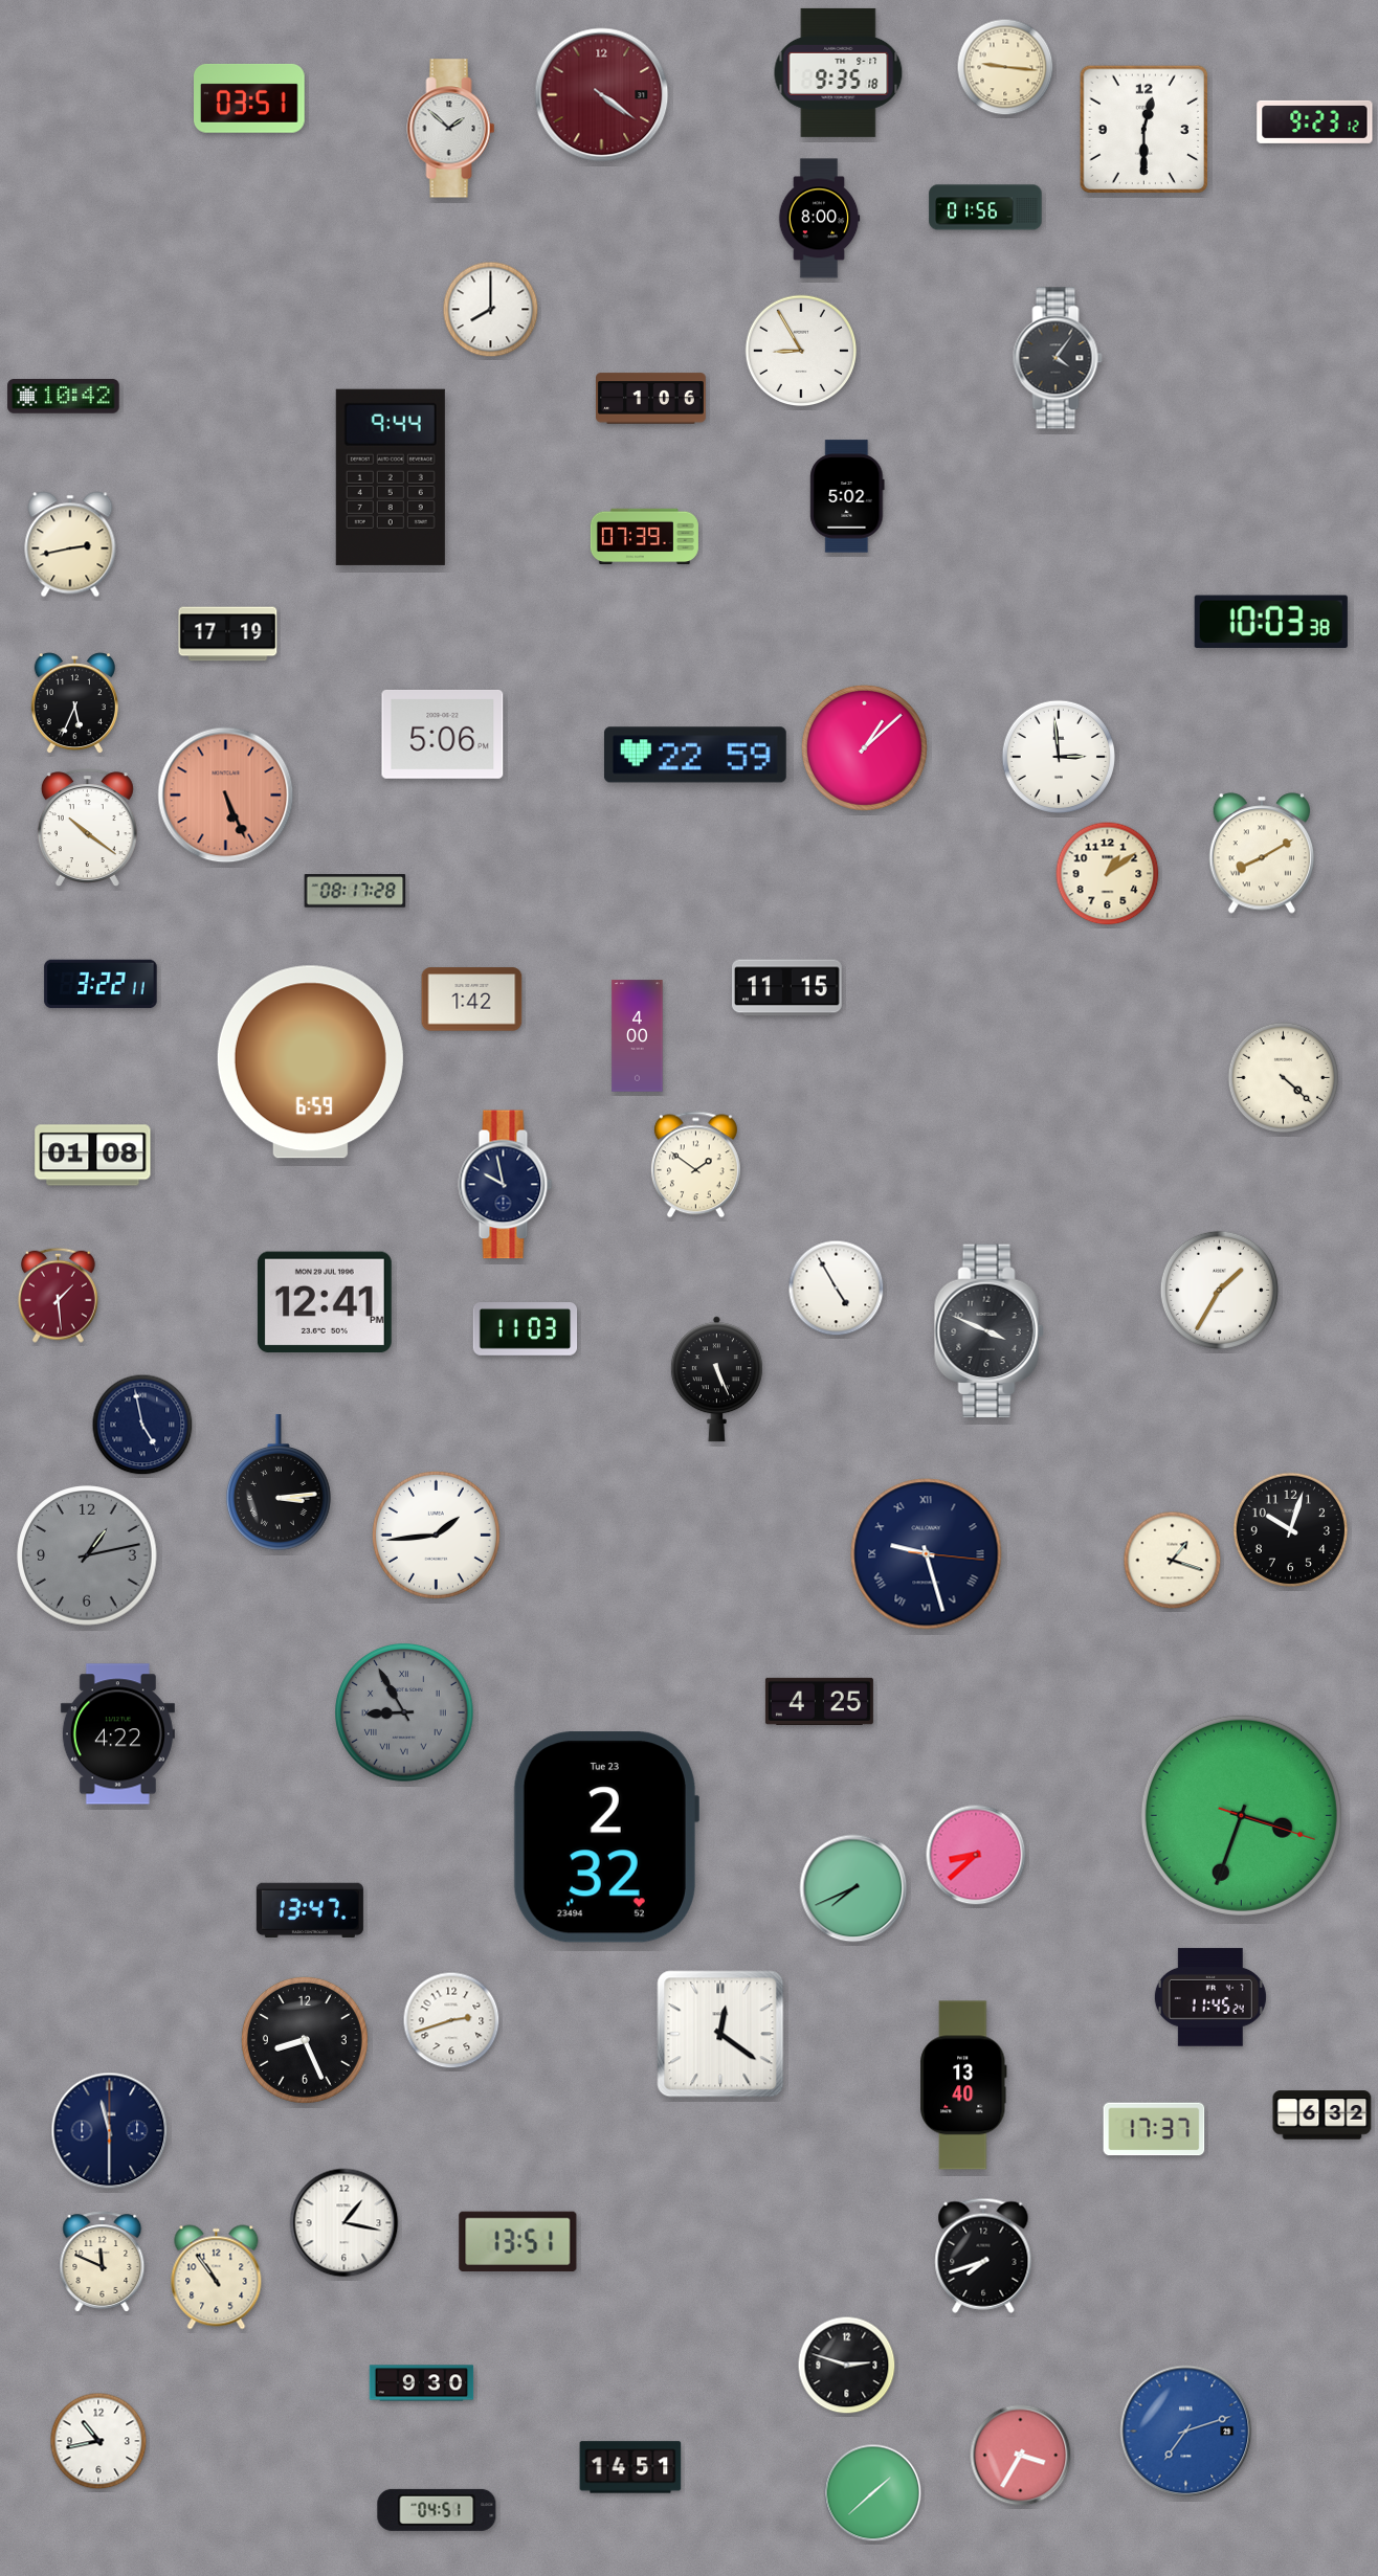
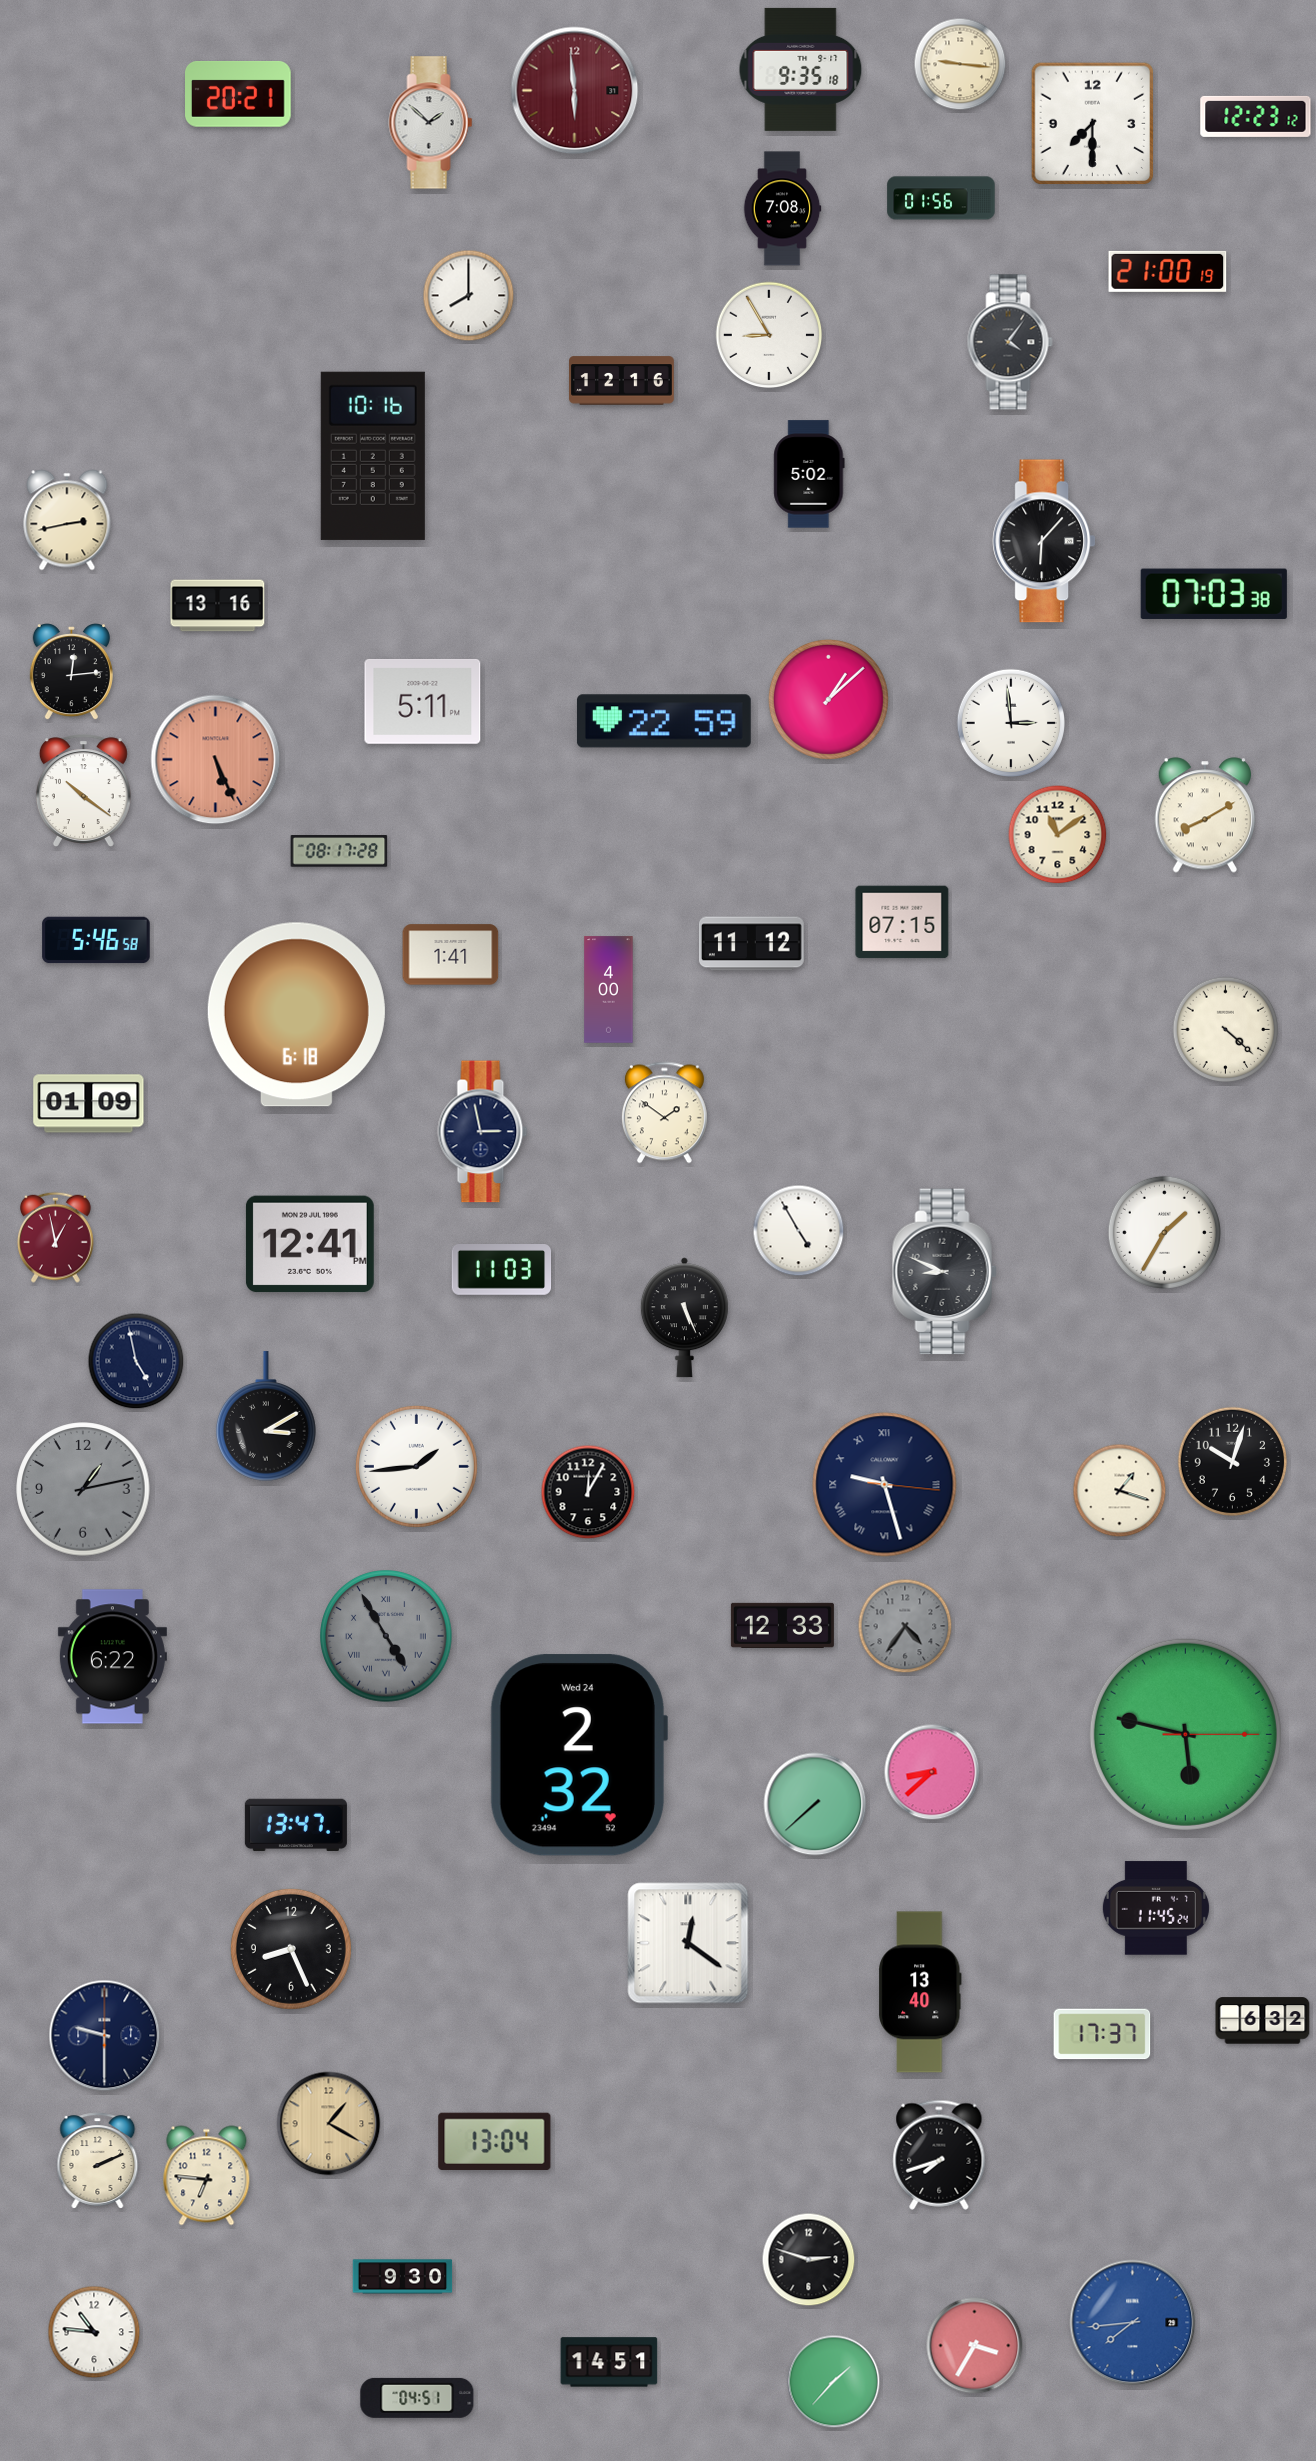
clock at (602, 95): 4:21 -> 5:59
clock at (250, 98): 03:51 -> 20:21
clock at (1315, 121): 9:23 -> 12:23
clock at (1144, 130): 12:30 -> 7:30
clock at (819, 219): 8:00 -> 7:08
clock at (1168, 271): none -> 21:00
clock at (801, 351) position: (801, 351) -> (769, 335)
clock at (64, 397): 10:42 -> none
clock at (651, 399): 1:06 -> 12:16
clock at (391, 477): 9:44 -> 10:16
clock at (644, 537): 07:39 -> none
clock at (1044, 541): none -> 6:07
clock at (1271, 622): 10:03 -> 07:03
clock at (228, 634): 17:19 -> 13:16
clock at (74, 703): 5:34 -> 12:14
clock at (443, 734): 5:06 -> 5:11
clock at (864, 747) position: (864, 747) -> (828, 699)
clock at (1108, 874): 1:09 -> 11:09
clock at (902, 922): none -> 07:15
clock at (101, 984): 3:22 -> 5:46
clock at (786, 988): 11:15 -> 11:12
clock at (472, 1000): 1:42 -> 1:41
clock at (310, 1062): 6:59 -> 6:18
clock at (93, 1156): 01:08 -> 01:09
clock at (506, 1185): 9:58 -> 2:58
clock at (58, 1295): 1:29 -> 12:58
clock at (988, 1331): 3:49 -> 8:49
clock at (279, 1482): 3:14 -> 3:10
clock at (87, 1555) position: (87, 1555) -> (83, 1489)
clock at (588, 1492): none -> 12:05
clock at (819, 1701): 4:25 -> 12:33
clock at (905, 1626): none -> 4:36
clock at (404, 1712): 8:55 -> 4:55
clock at (117, 1734): 4:22 -> 6:22
clock at (1241, 1815): 3:33 -> 5:47
clock at (605, 1837) date: Tue 23 -> Wed 24
clock at (853, 1888): 7:41 -> 7:38
clock at (451, 2020): 2:42 -> none
clock at (110, 2131): 11:30 -> 9:30
clock at (344, 2223): 1:17 -> 1:20
clock at (344, 2223) dial: white -> champagne
clock at (518, 2241): 13:51 -> 13:04
clock at (103, 2262): 11:49 -> 2:11
clock at (217, 2278): 10:54 -> 6:46
clock at (1186, 2432): 7:12 -> 7:44
clock at (98, 2441): 10:43 -> 10:46
clock at (630, 2467) position: (630, 2467) -> (609, 2362)
clock at (873, 2493): 1:38 -> 1:37
